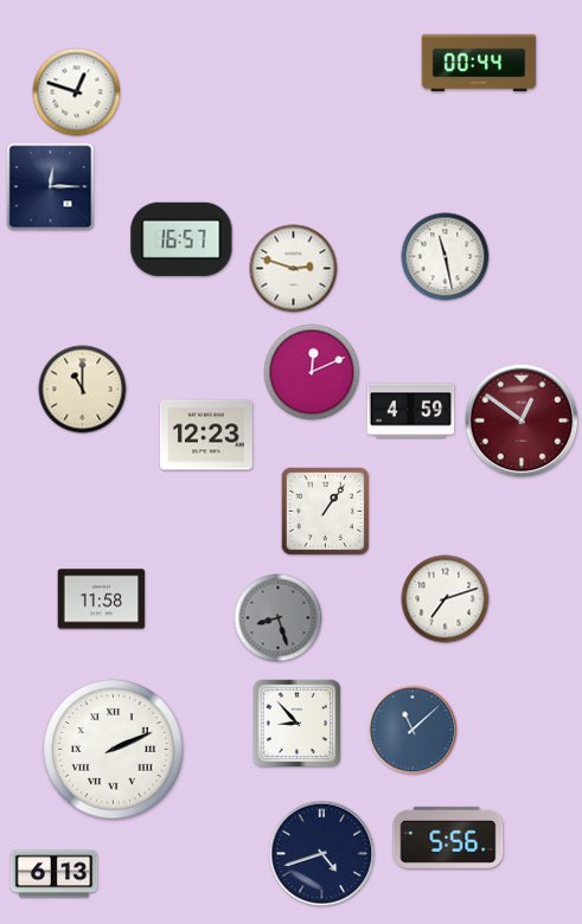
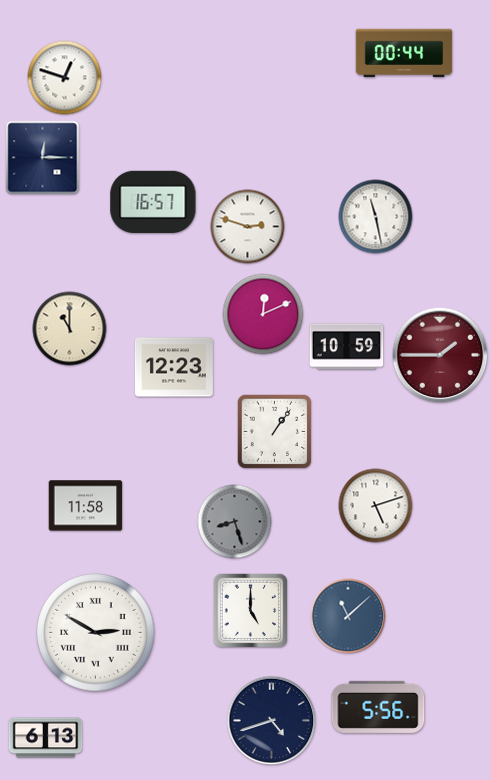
clock at (411, 411): 4:59 -> 10:59
clock at (522, 421): 12:51 -> 1:45
clock at (446, 599): 7:12 -> 5:12
clock at (298, 724): 8:53 -> 5:00
clock at (114, 750): 2:11 -> 2:50
